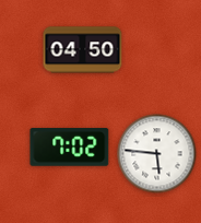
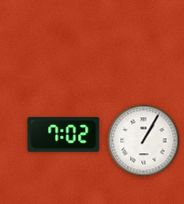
clock at (83, 50): 04:50 -> none
clock at (157, 154): 5:46 -> 1:05
